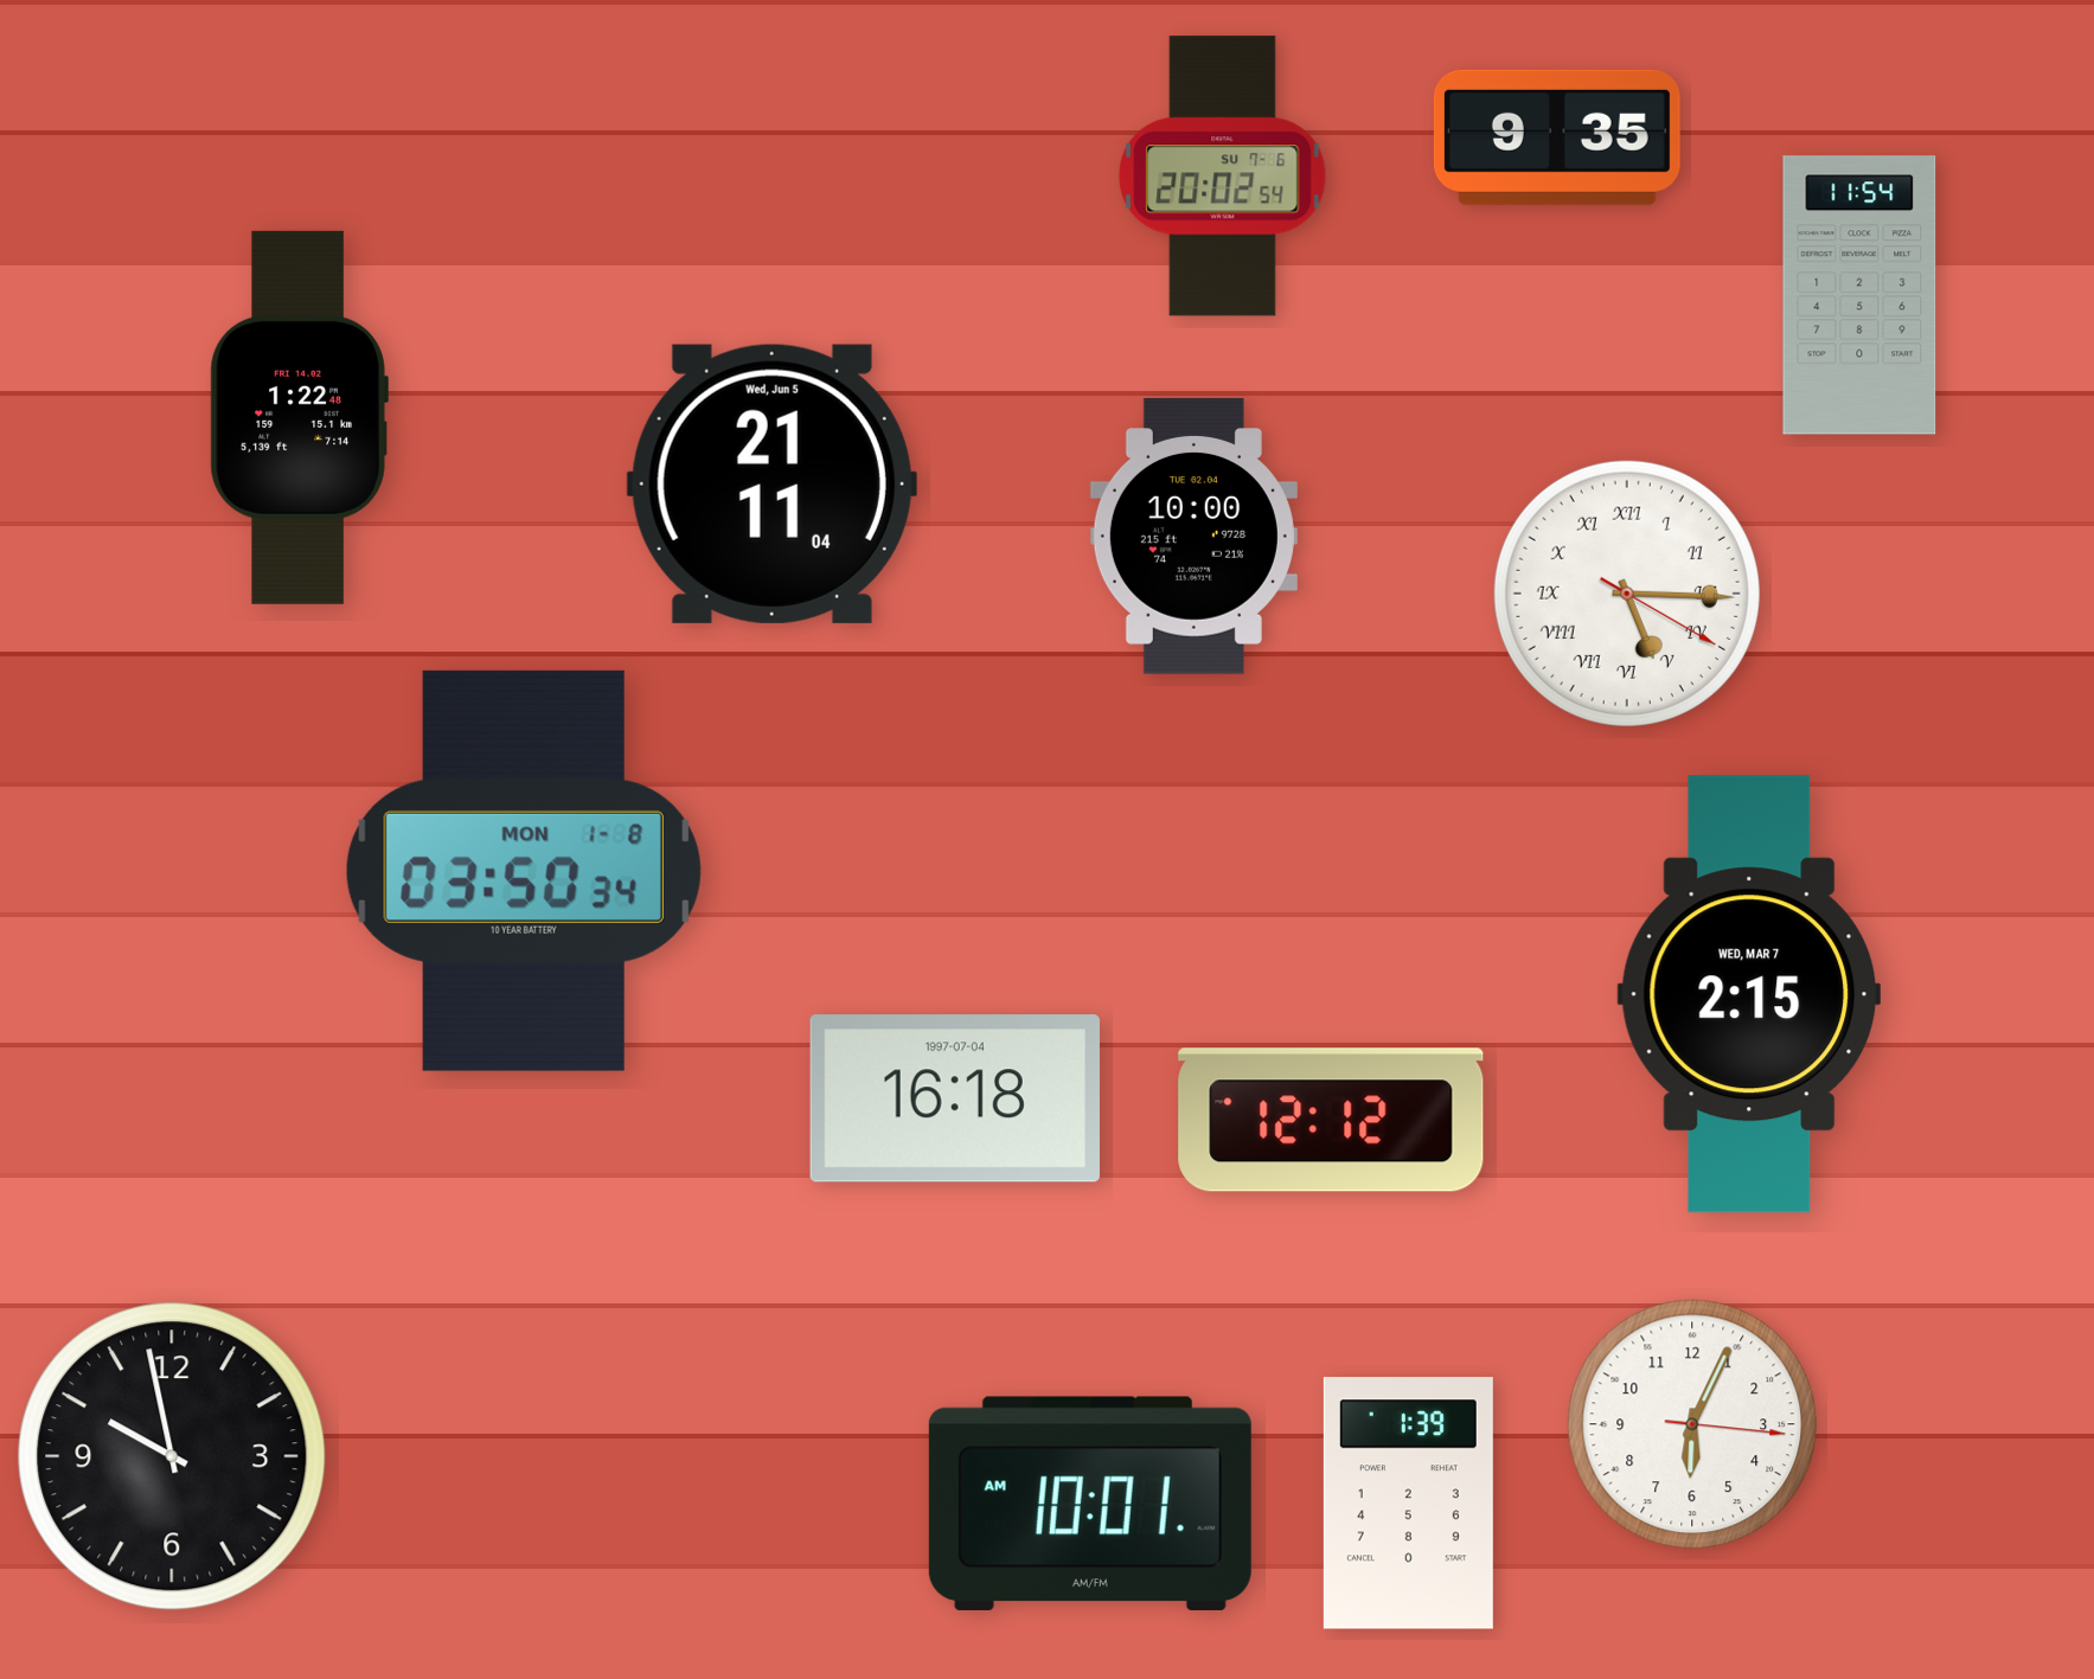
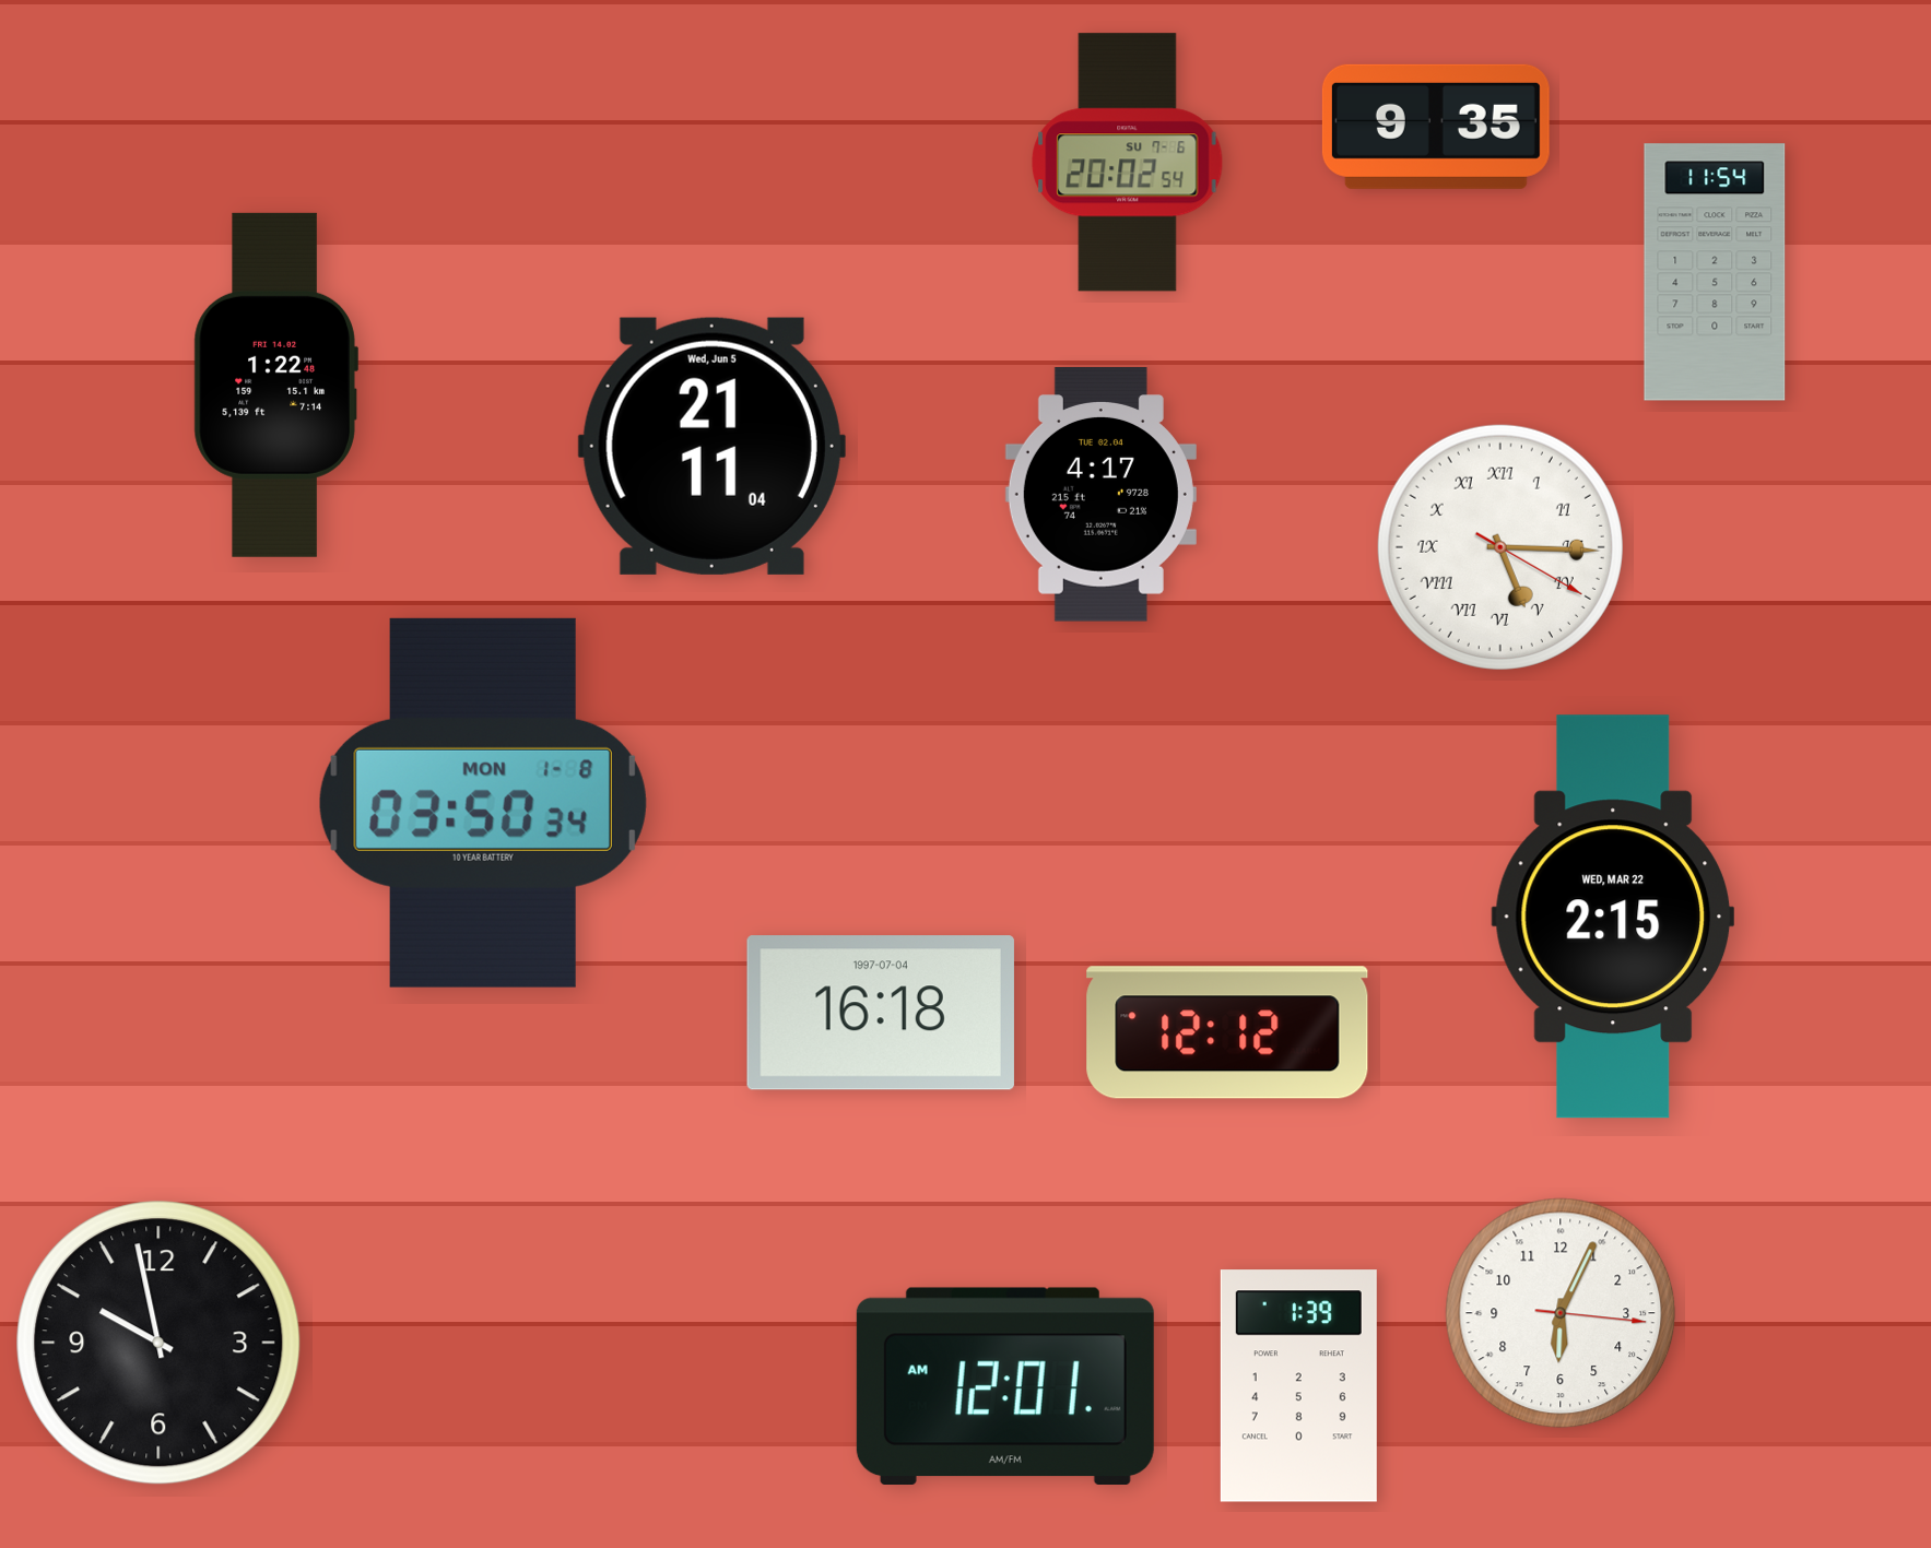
clock at (1193, 537): 10:00 -> 4:17
clock at (1748, 994) date: WED, MAR 7 -> WED, MAR 22
clock at (1090, 1502): 10:01 -> 12:01
